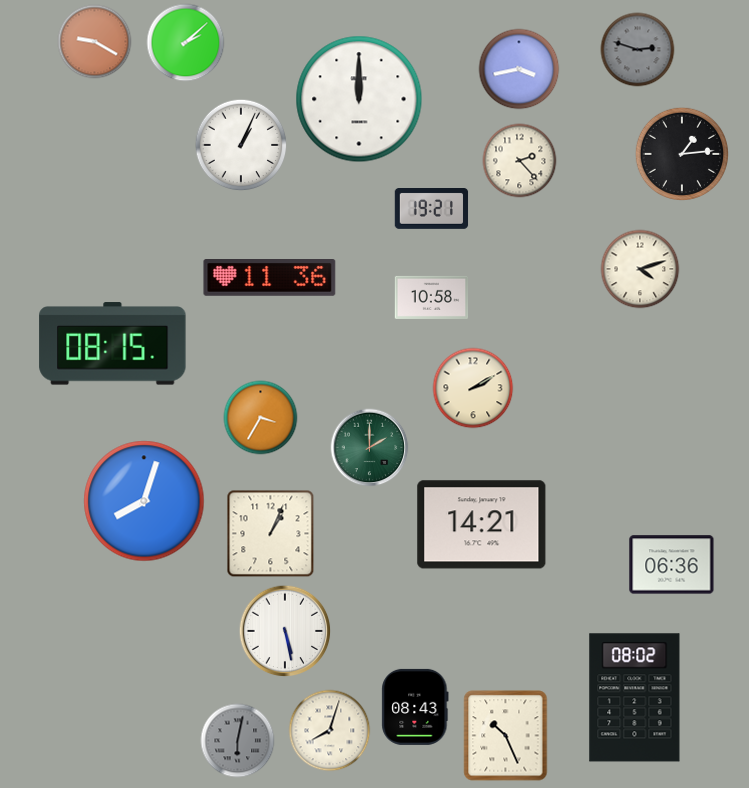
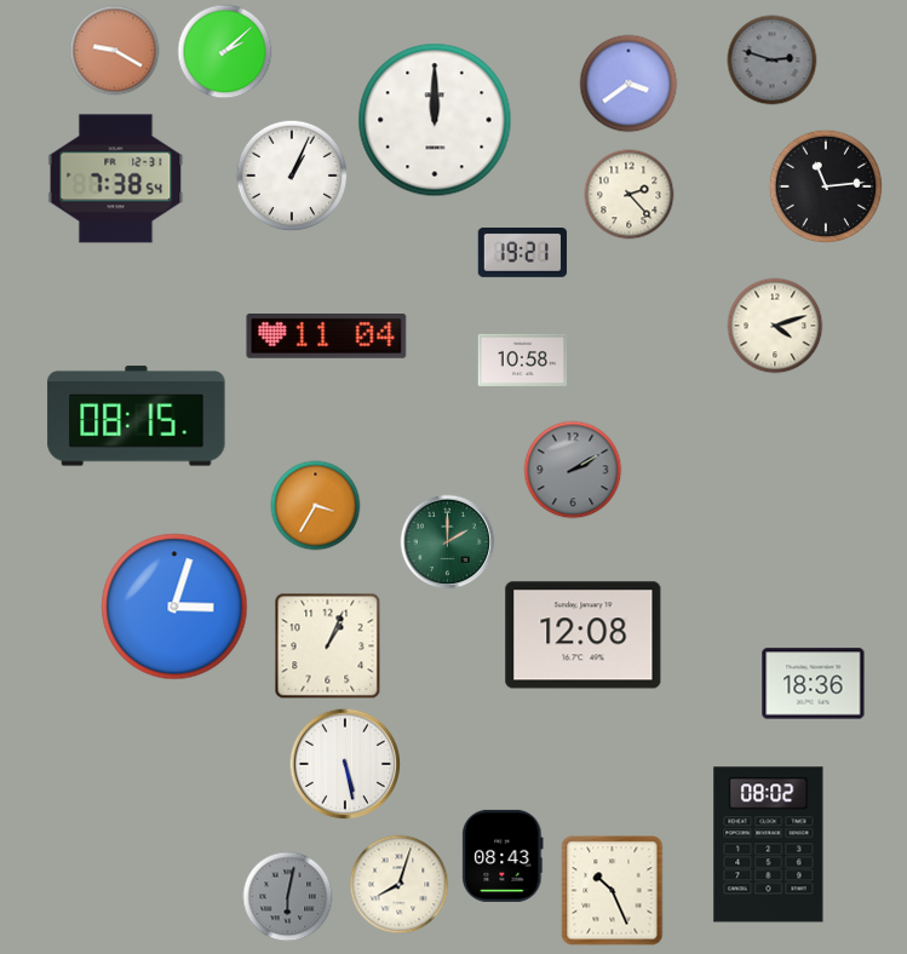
clock at (519, 69): 3:43 -> 3:39
clock at (116, 179): none -> 7:38
clock at (681, 153): 1:14 -> 11:14
clock at (270, 278): 11:36 -> 11:04
clock at (473, 388) dial: cream -> grey
clock at (144, 501): 8:03 -> 3:03
clock at (482, 525): 14:21 -> 12:08
clock at (672, 565): 06:36 -> 18:36
